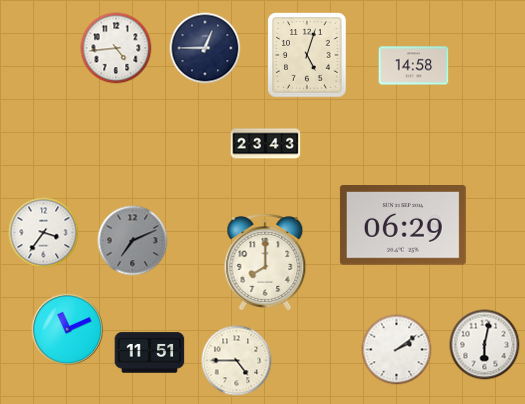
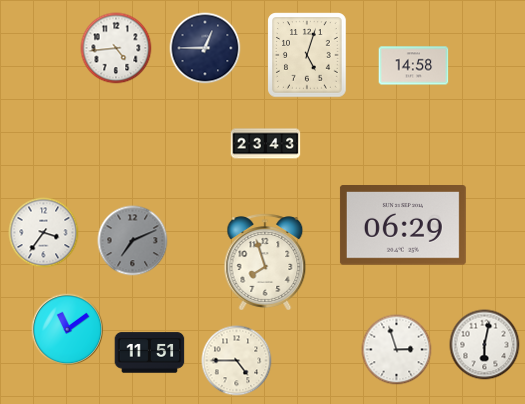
clock at (265, 262): 8:00 -> 7:57
clock at (68, 330): 11:11 -> 11:09
clock at (397, 350): 2:09 -> 2:57
